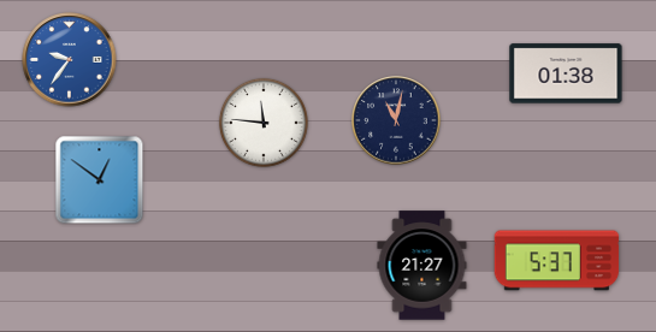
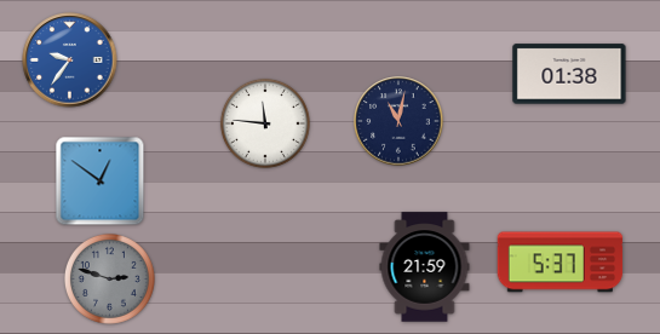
clock at (422, 266): 21:27 -> 21:59
clock at (109, 278): none -> 2:48
